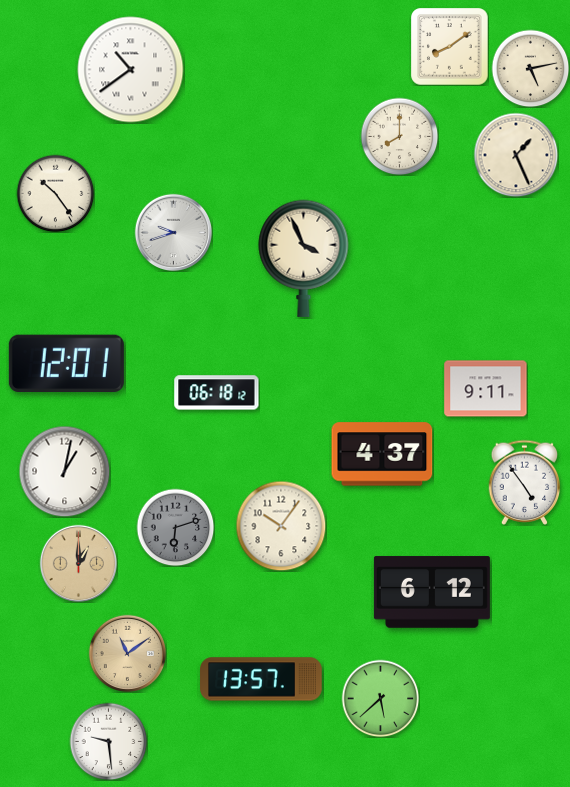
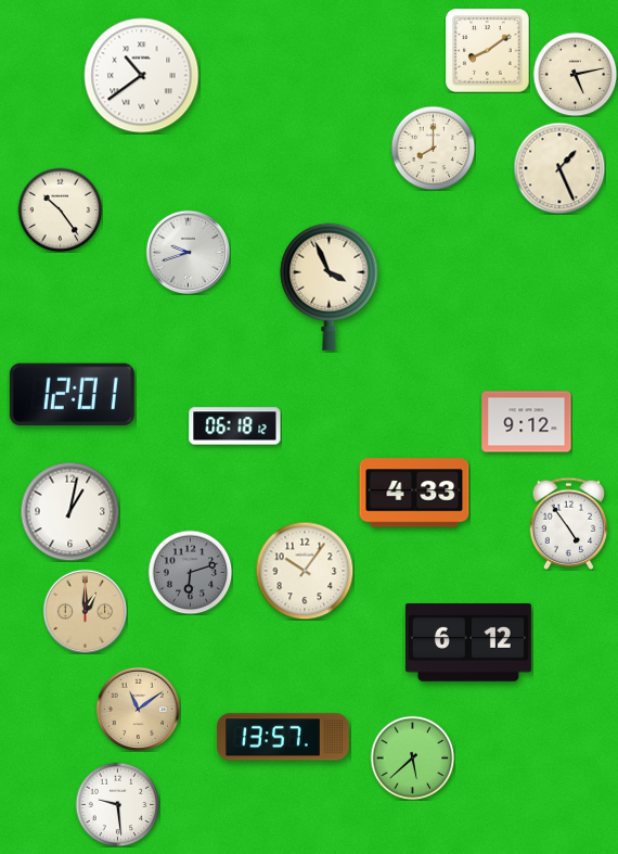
clock at (304, 258) position: (304, 258) -> (330, 286)
clock at (486, 389): 9:11 -> 9:12
clock at (382, 454): 4:37 -> 4:33
